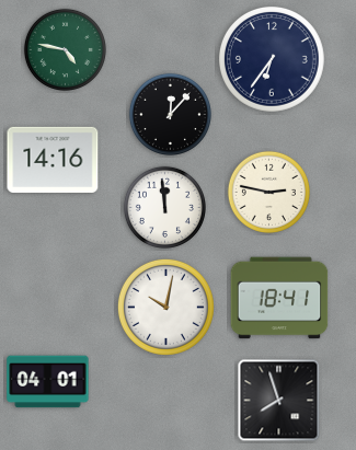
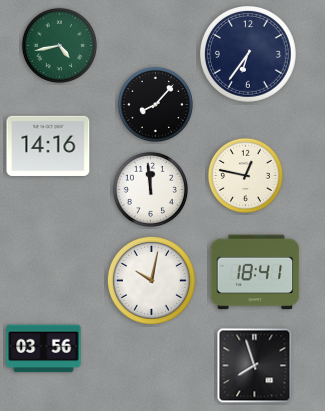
clock at (65, 49): 4:47 -> 4:43
clock at (170, 114): 12:07 -> 8:07
clock at (268, 192): 2:47 -> 12:47
clock at (48, 382): 04:01 -> 03:56
